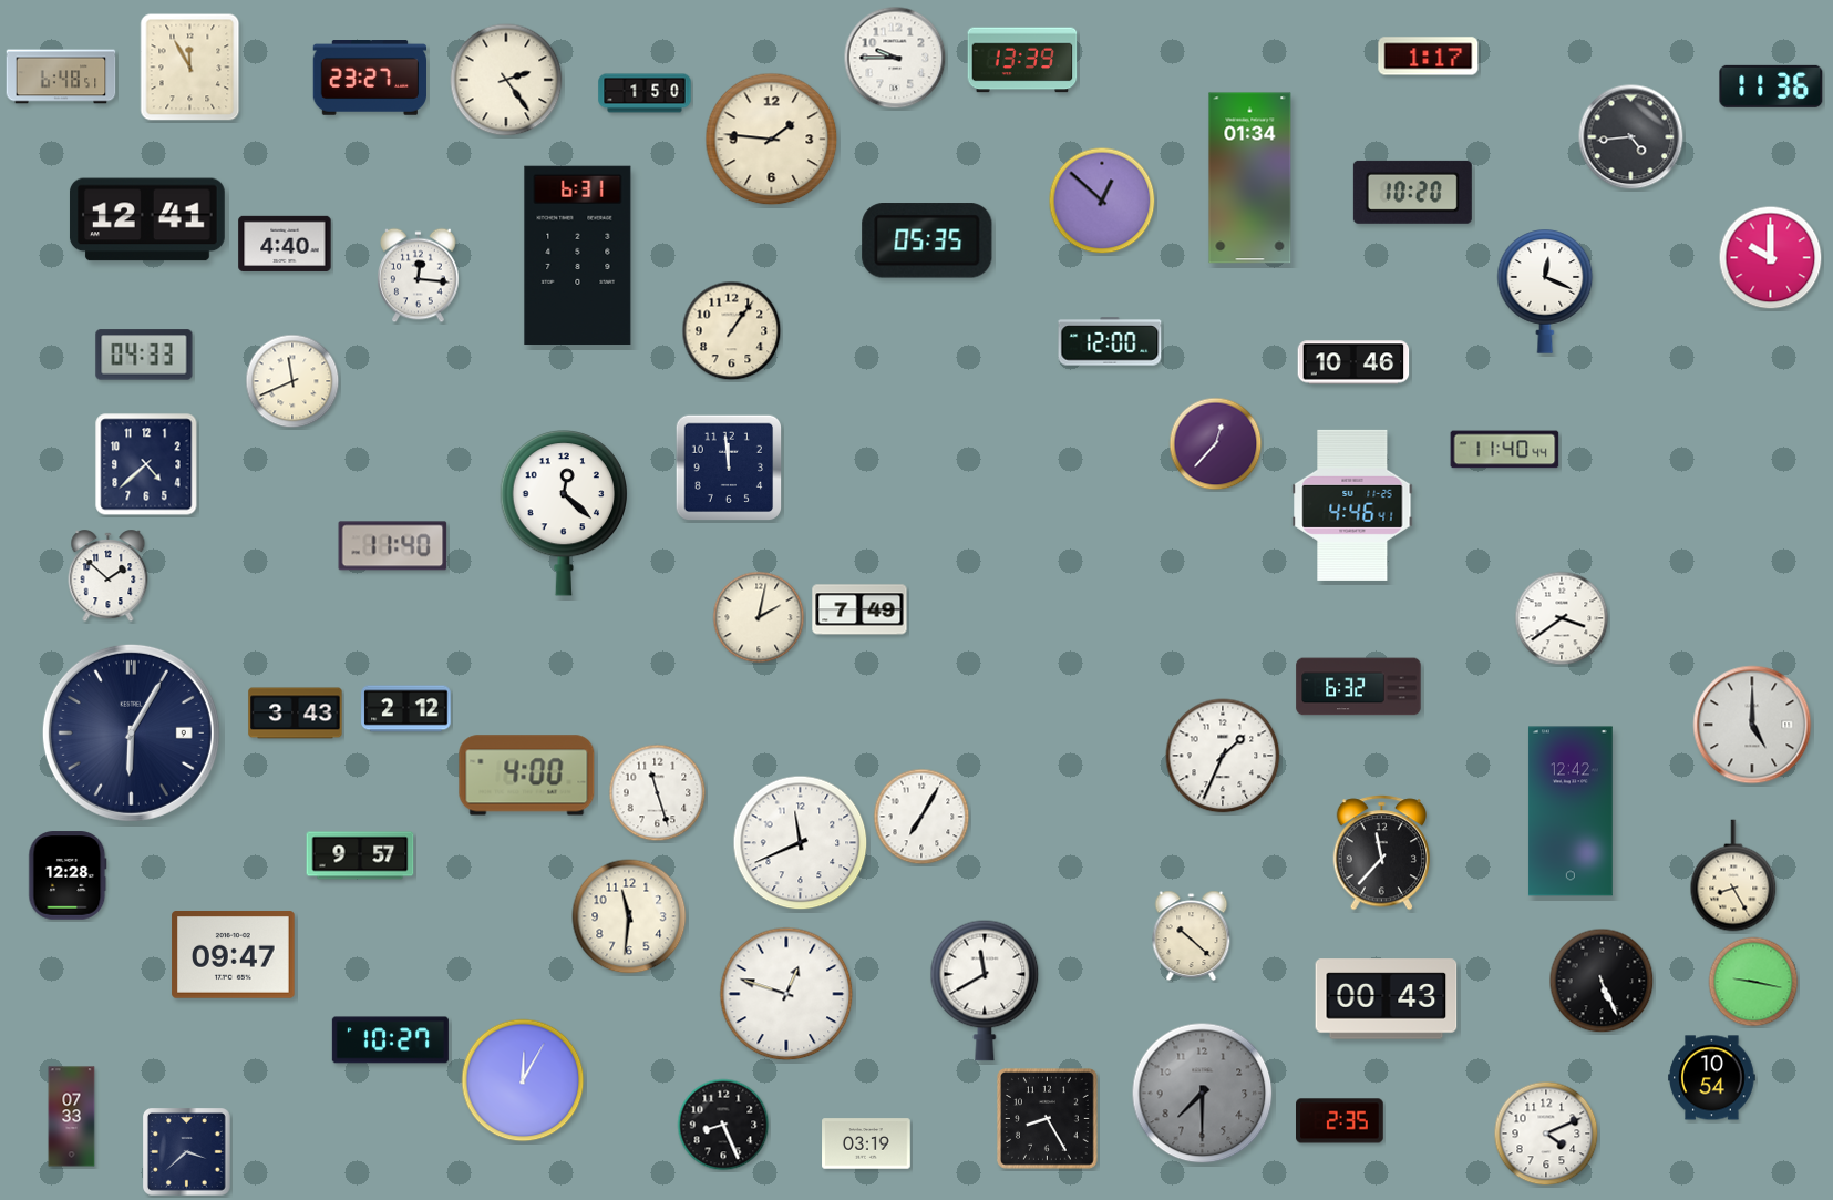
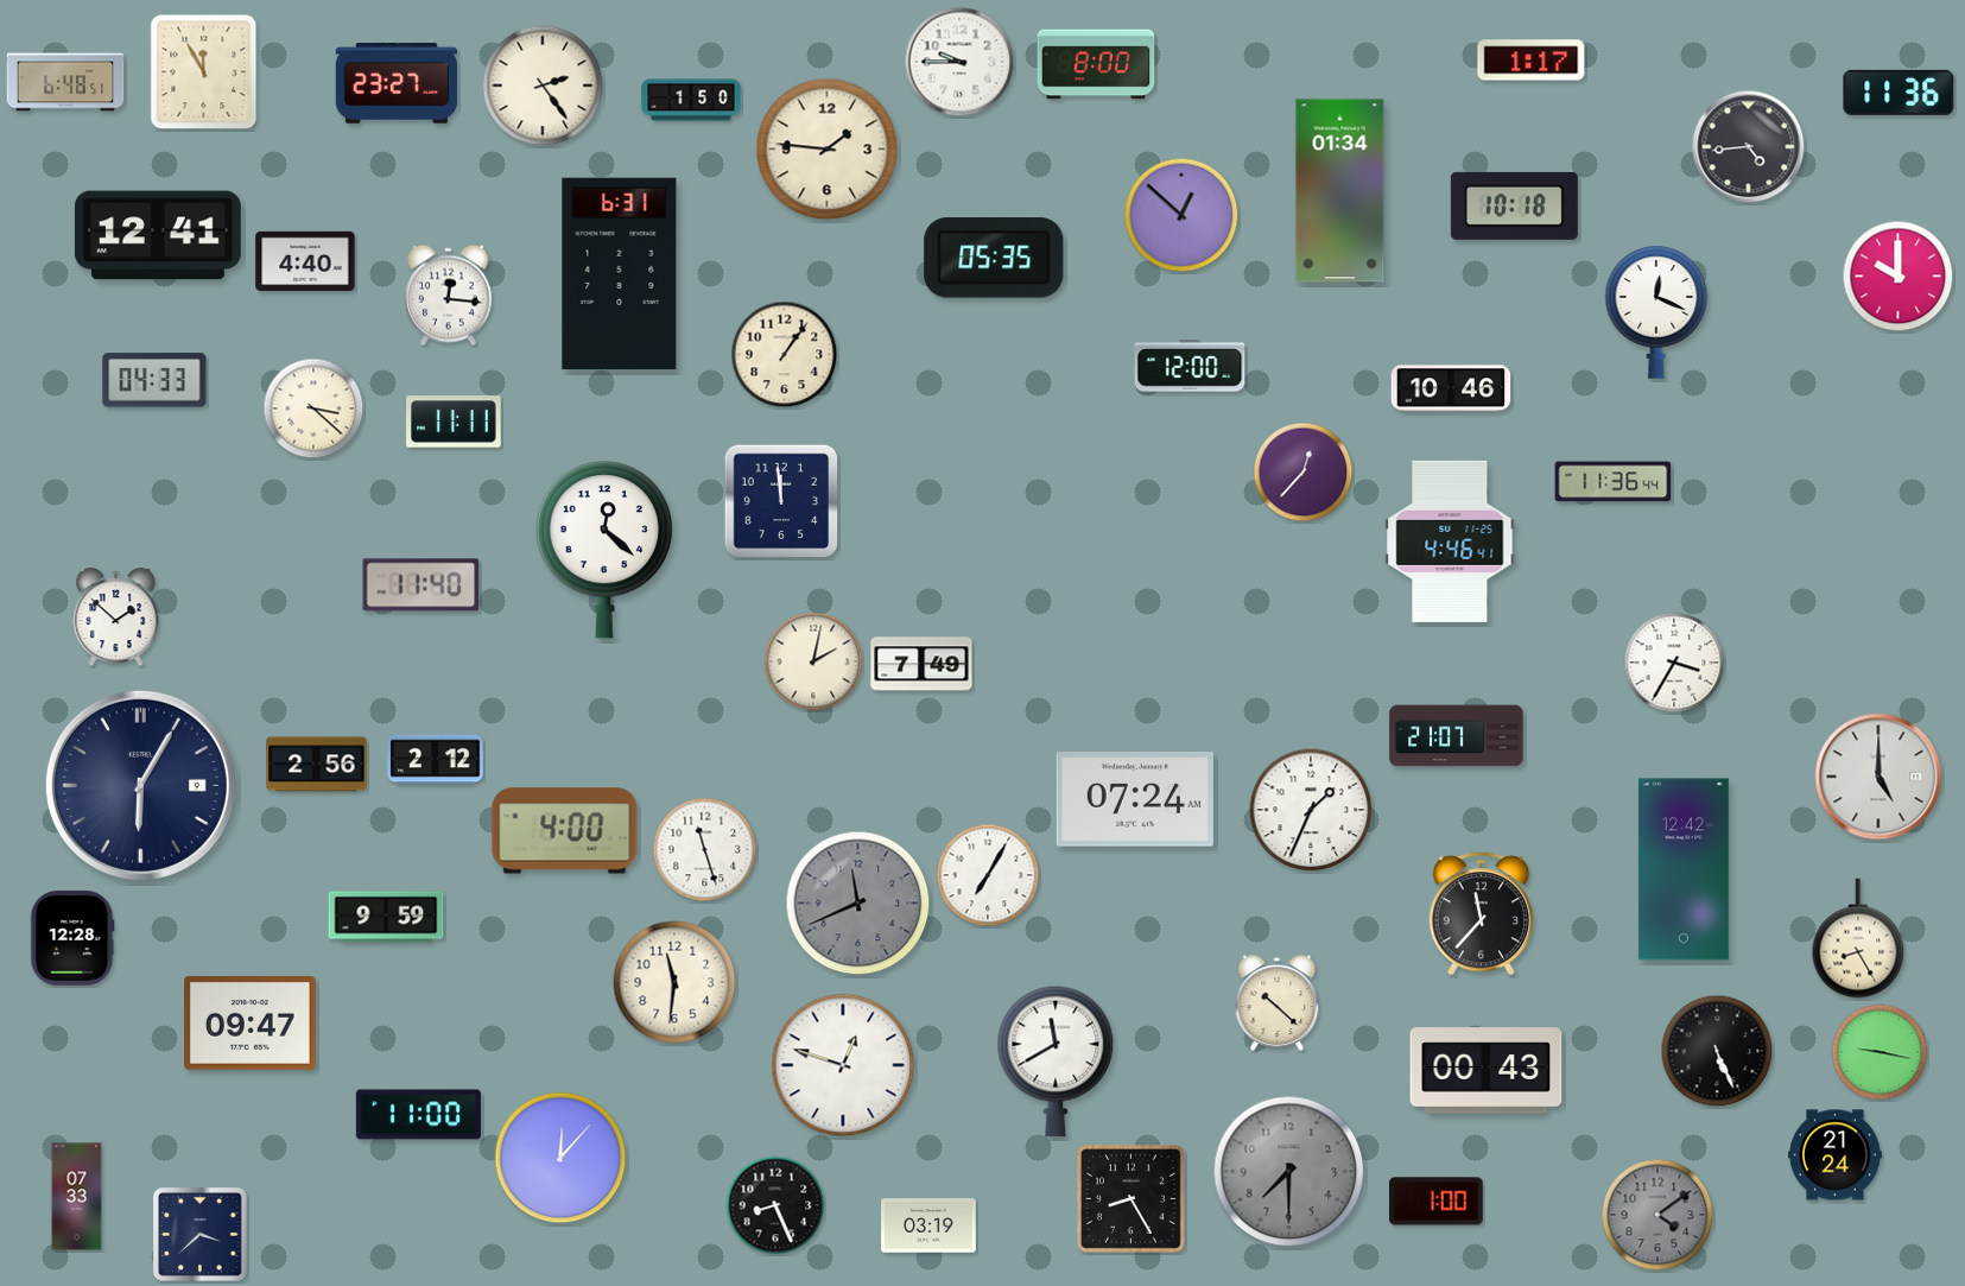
clock at (1022, 60): 13:39 -> 8:00
clock at (1412, 192): 10:20 -> 10:18
clock at (292, 381): 11:41 -> 3:22
clock at (454, 422): none -> 11:11
clock at (1216, 444) position: (1216, 444) -> (1304, 473)
clock at (1505, 450): 11:40 -> 11:36
clock at (146, 464): 4:38 -> none
clock at (859, 609) position: (859, 609) -> (921, 664)
clock at (1562, 618): 3:39 -> 3:35
clock at (1359, 687): 6:32 -> 21:07
clock at (296, 714): 3:43 -> 2:56
clock at (1135, 800): none -> 07:24
clock at (801, 843) dial: white -> grey
clock at (360, 855): 9:57 -> 9:59
clock at (390, 1040): 10:27 -> 11:00
clock at (1712, 1078): 10:54 -> 21:24
clock at (523, 1080): 12:05 -> 12:07
clock at (1048, 1119) position: (1048, 1119) -> (1132, 1199)
clock at (1340, 1121): 2:35 -> 1:00
clock at (1546, 1134): 4:11 -> 4:09
clock at (1546, 1134) dial: white -> grey
